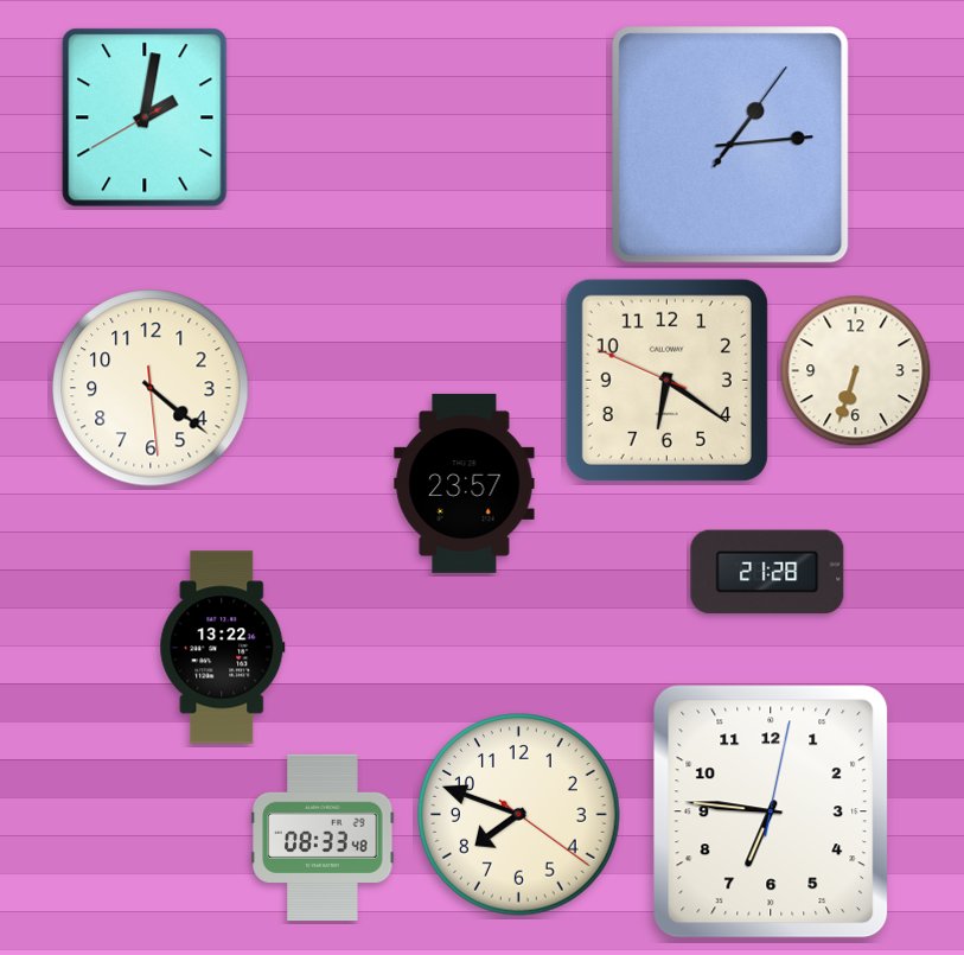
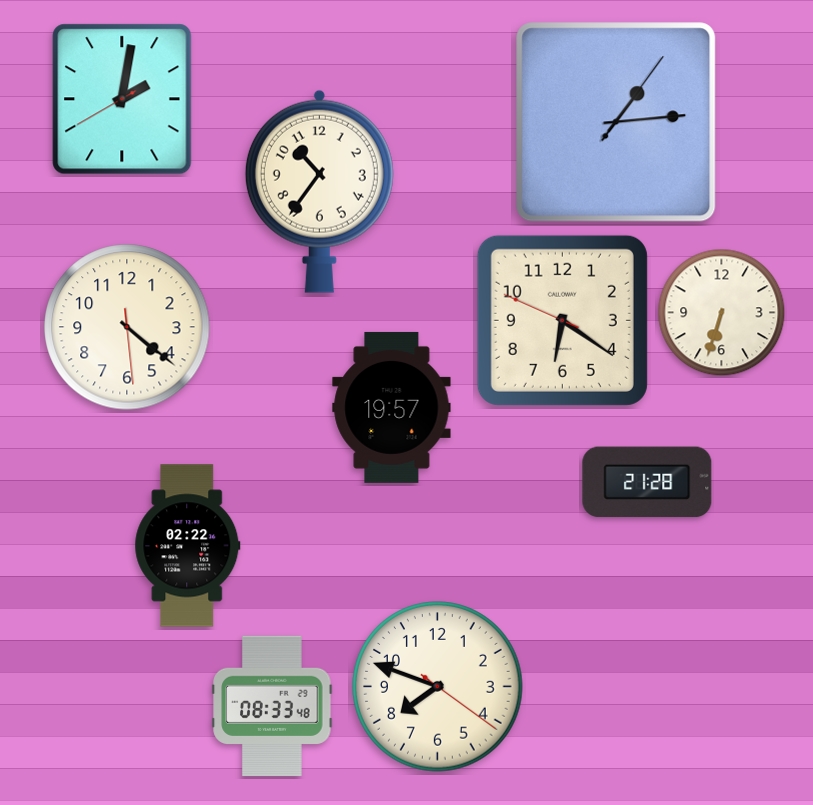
clock at (319, 191): none -> 10:36
clock at (465, 483): 23:57 -> 19:57
clock at (223, 648): 13:22 -> 02:22
clock at (771, 811): 6:46 -> none
